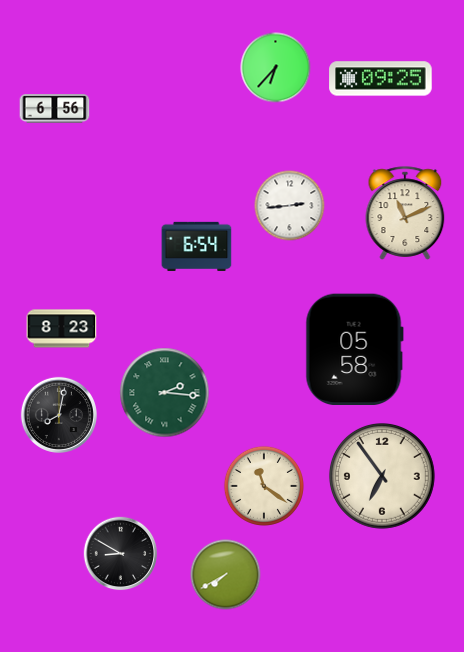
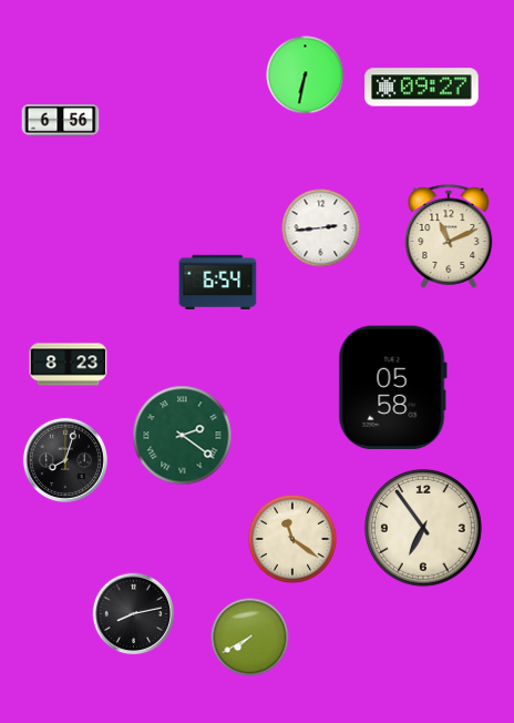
clock at (276, 68): 6:37 -> 6:32
clock at (381, 79): 09:25 -> 09:27
clock at (197, 246) position: (197, 246) -> (218, 282)
clock at (165, 393): 2:16 -> 2:21
clock at (59, 415): 8:02 -> 8:03
clock at (121, 554): 8:50 -> 8:13
